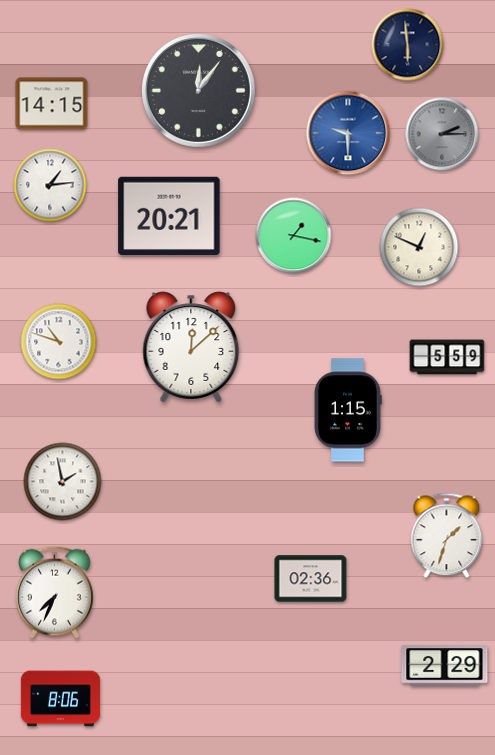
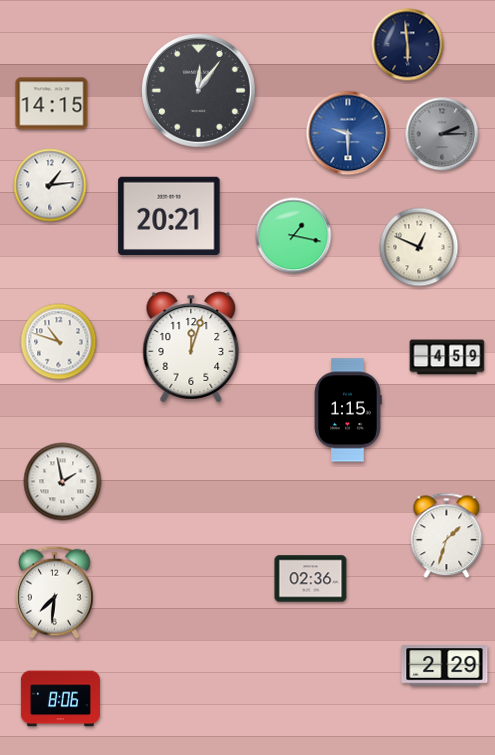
clock at (191, 347): 12:08 -> 12:03
clock at (447, 357): 5:59 -> 4:59
clock at (55, 592): 7:34 -> 7:31
